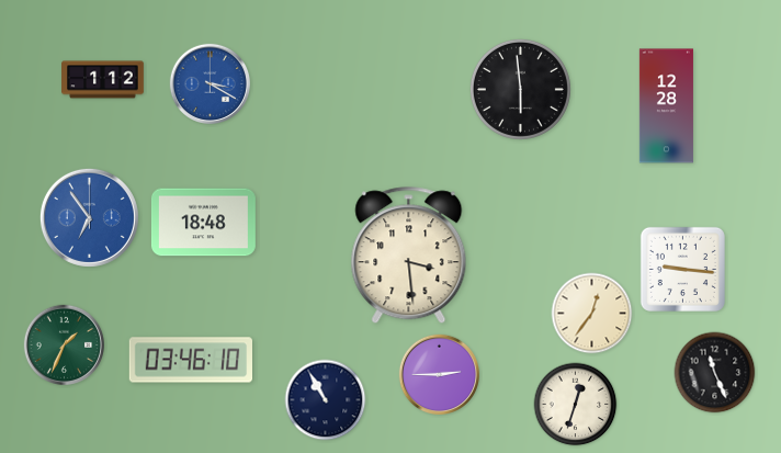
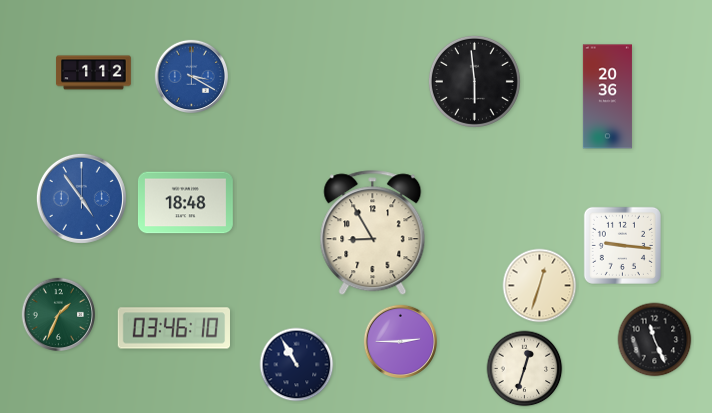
clock at (666, 106): 12:28 -> 20:36
clock at (89, 217): 6:54 -> 4:54
clock at (409, 256): 3:29 -> 8:55
clock at (592, 314): 12:36 -> 12:33
clock at (715, 373) position: (715, 373) -> (655, 340)
